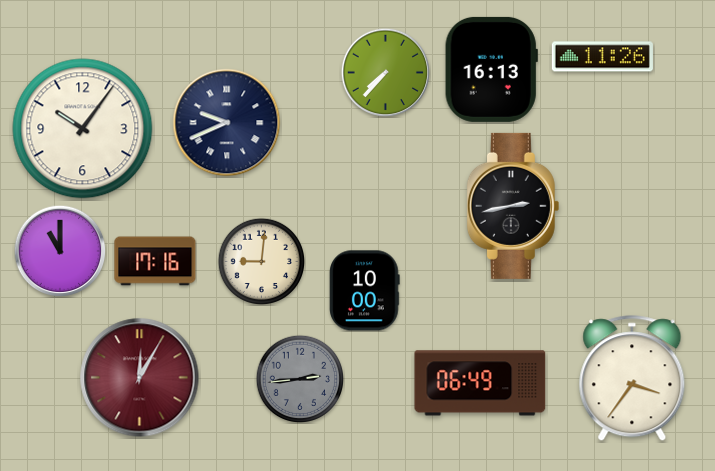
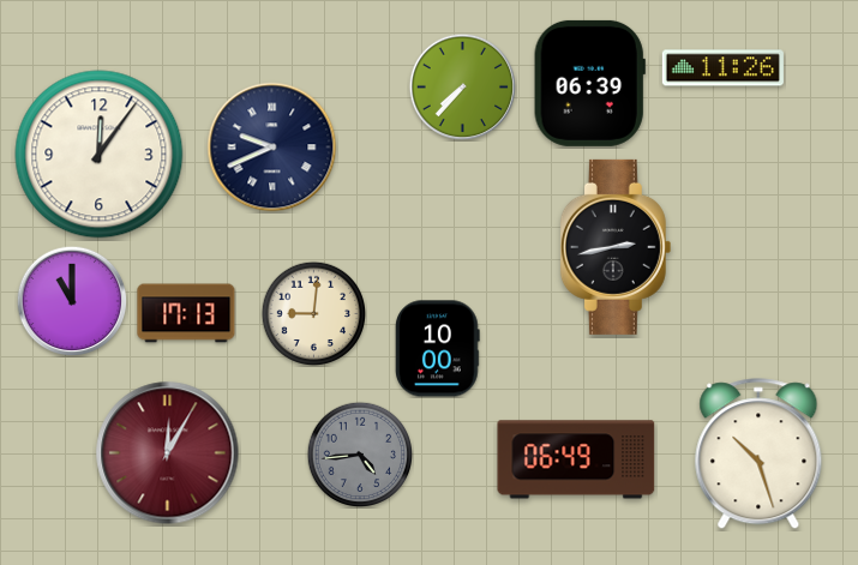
clock at (491, 69): 16:13 -> 06:39
clock at (83, 129): 10:06 -> 12:06
clock at (155, 261): 17:16 -> 17:13
clock at (299, 378): 2:44 -> 4:44
clock at (632, 379): 3:36 -> 10:27
